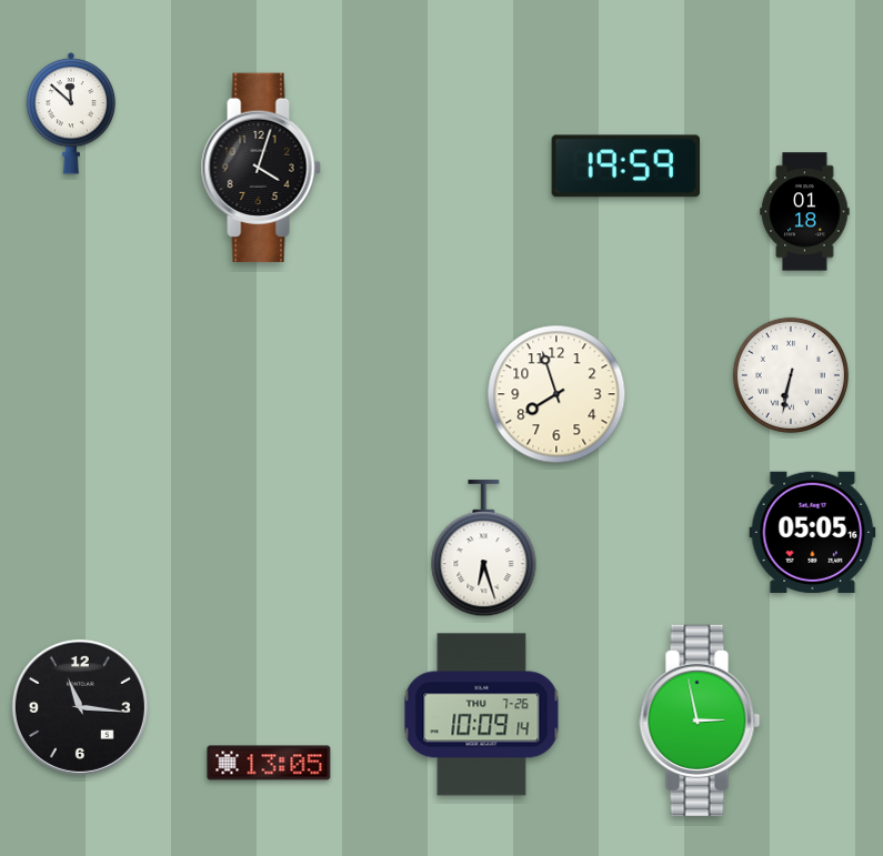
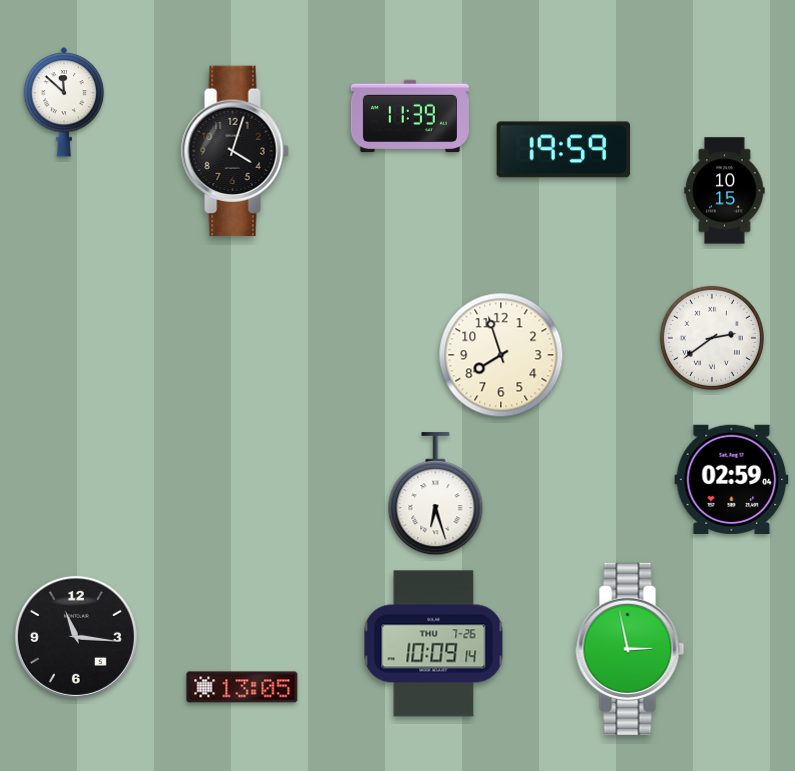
clock at (410, 116): none -> 11:39
clock at (805, 212): 01:18 -> 10:15
clock at (791, 375): 6:32 -> 2:39
clock at (813, 532): 05:05 -> 02:59
clock at (80, 707) position: (80, 707) -> (76, 637)
